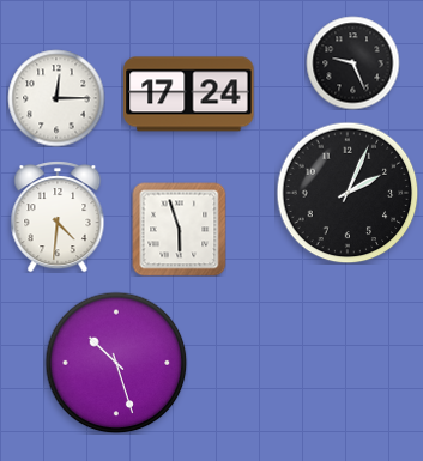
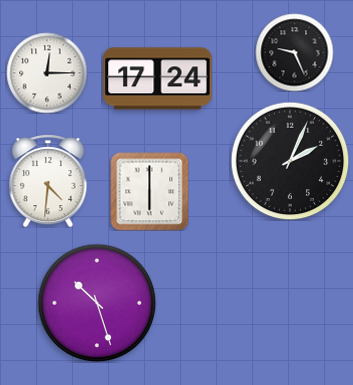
clock at (56, 98) position: (56, 98) -> (47, 73)
clock at (179, 229): 5:57 -> 6:00
